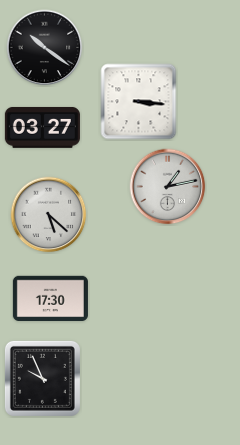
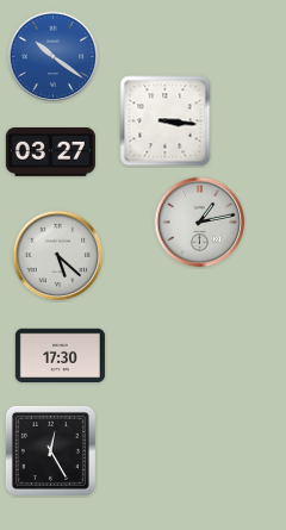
clock at (45, 48) dial: black -> blue
clock at (42, 378): 9:56 -> 12:25
